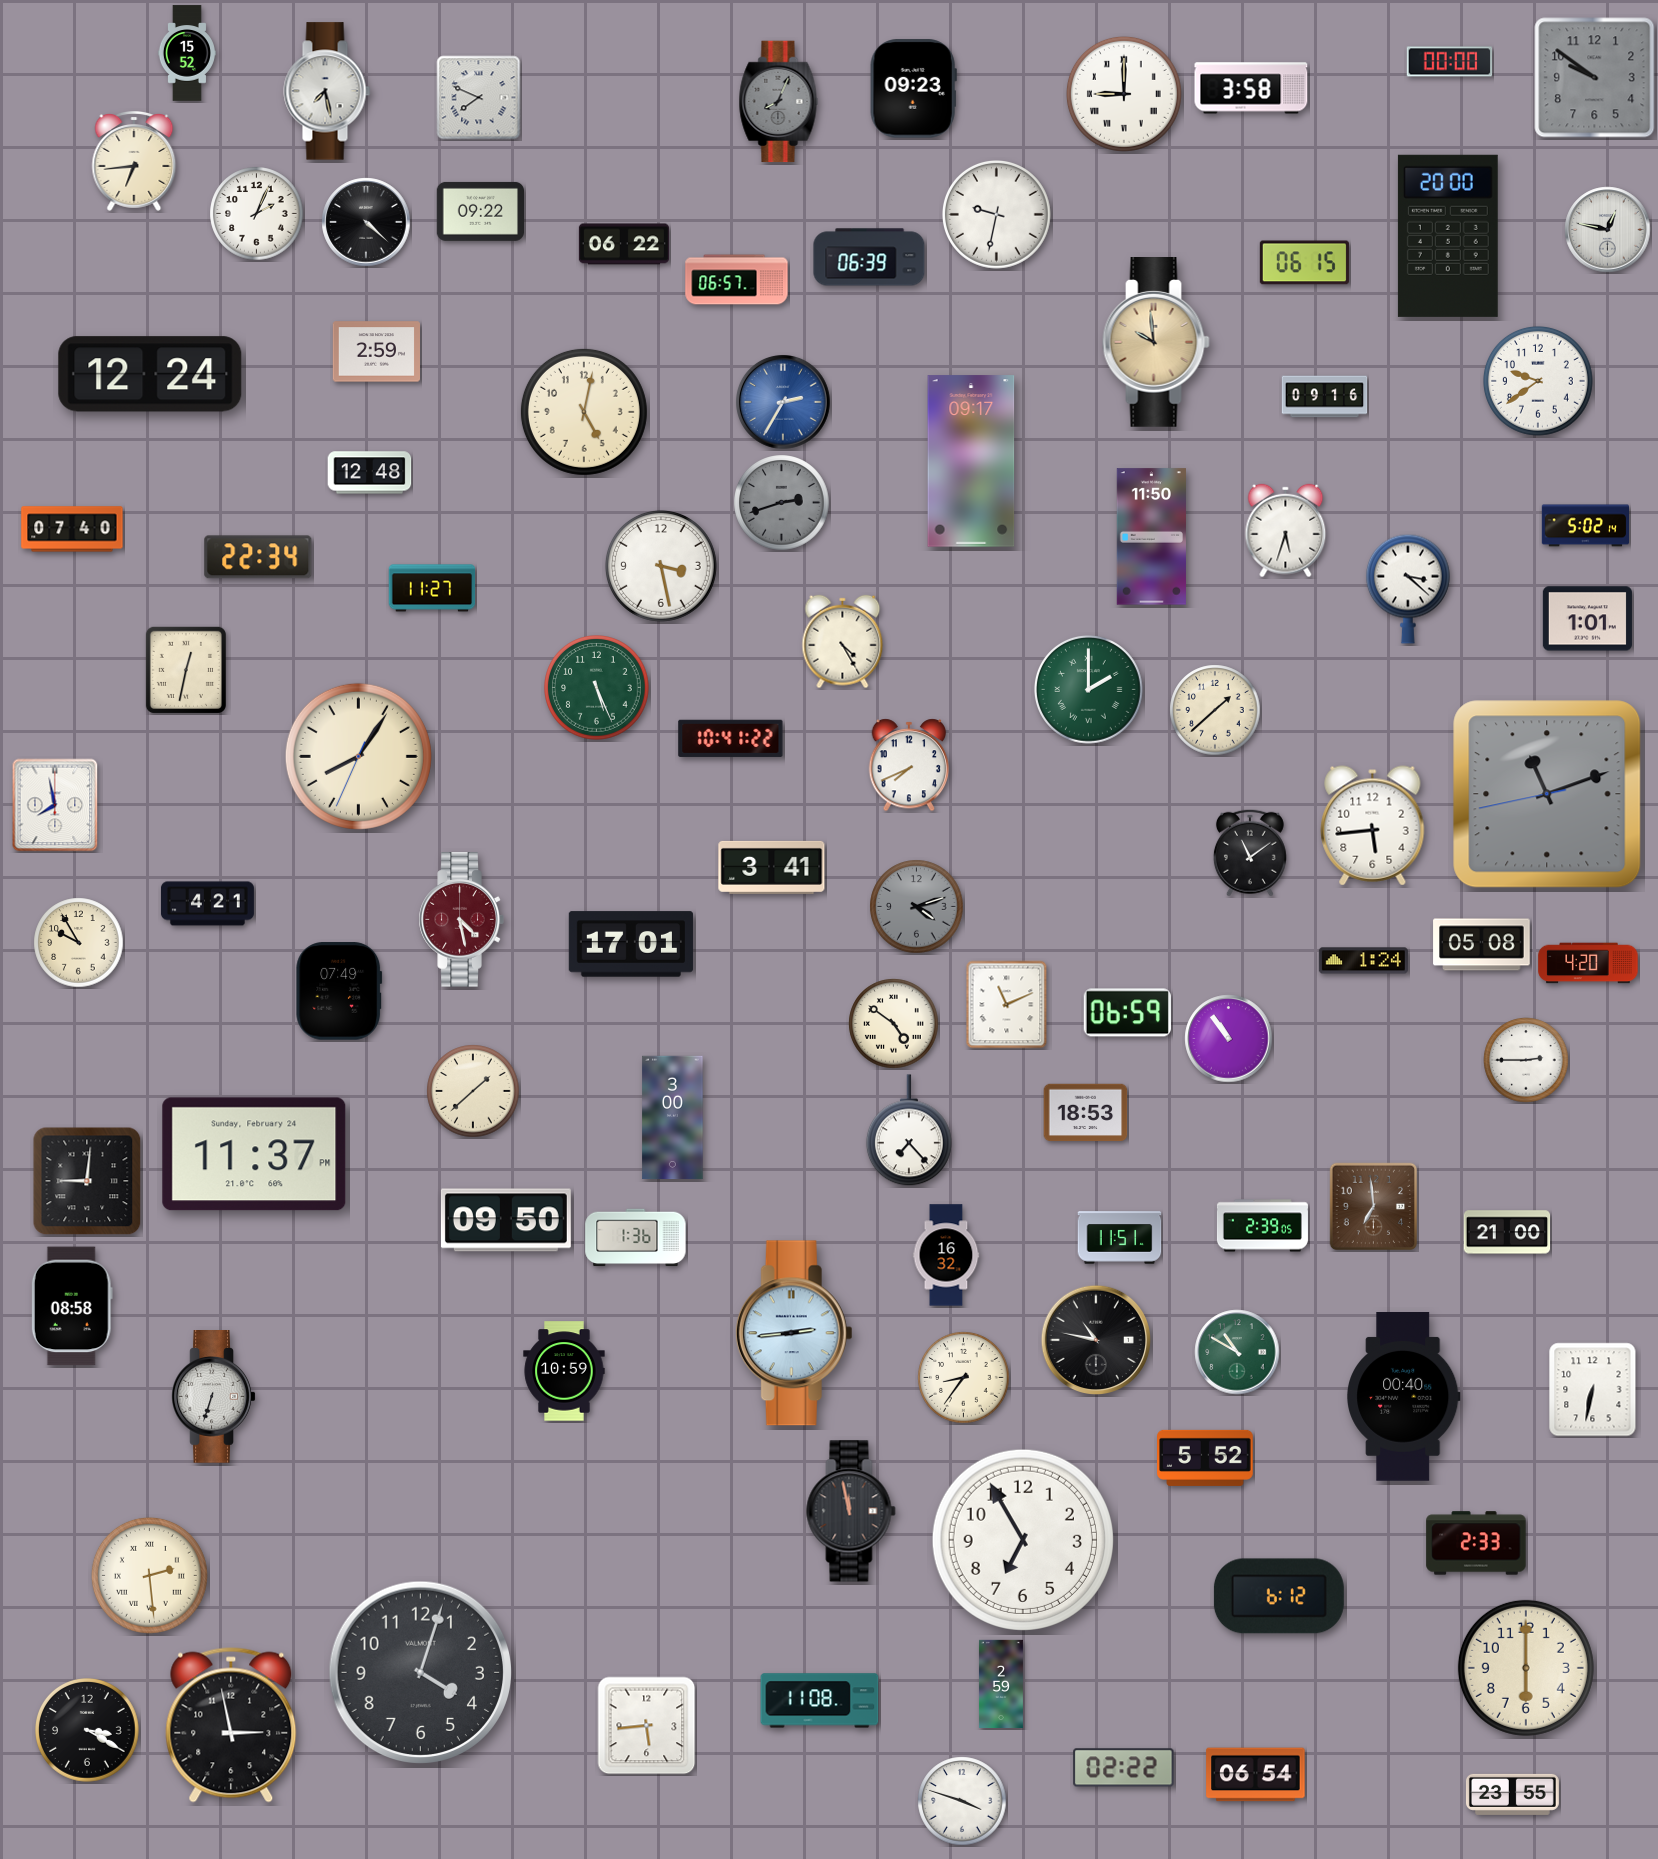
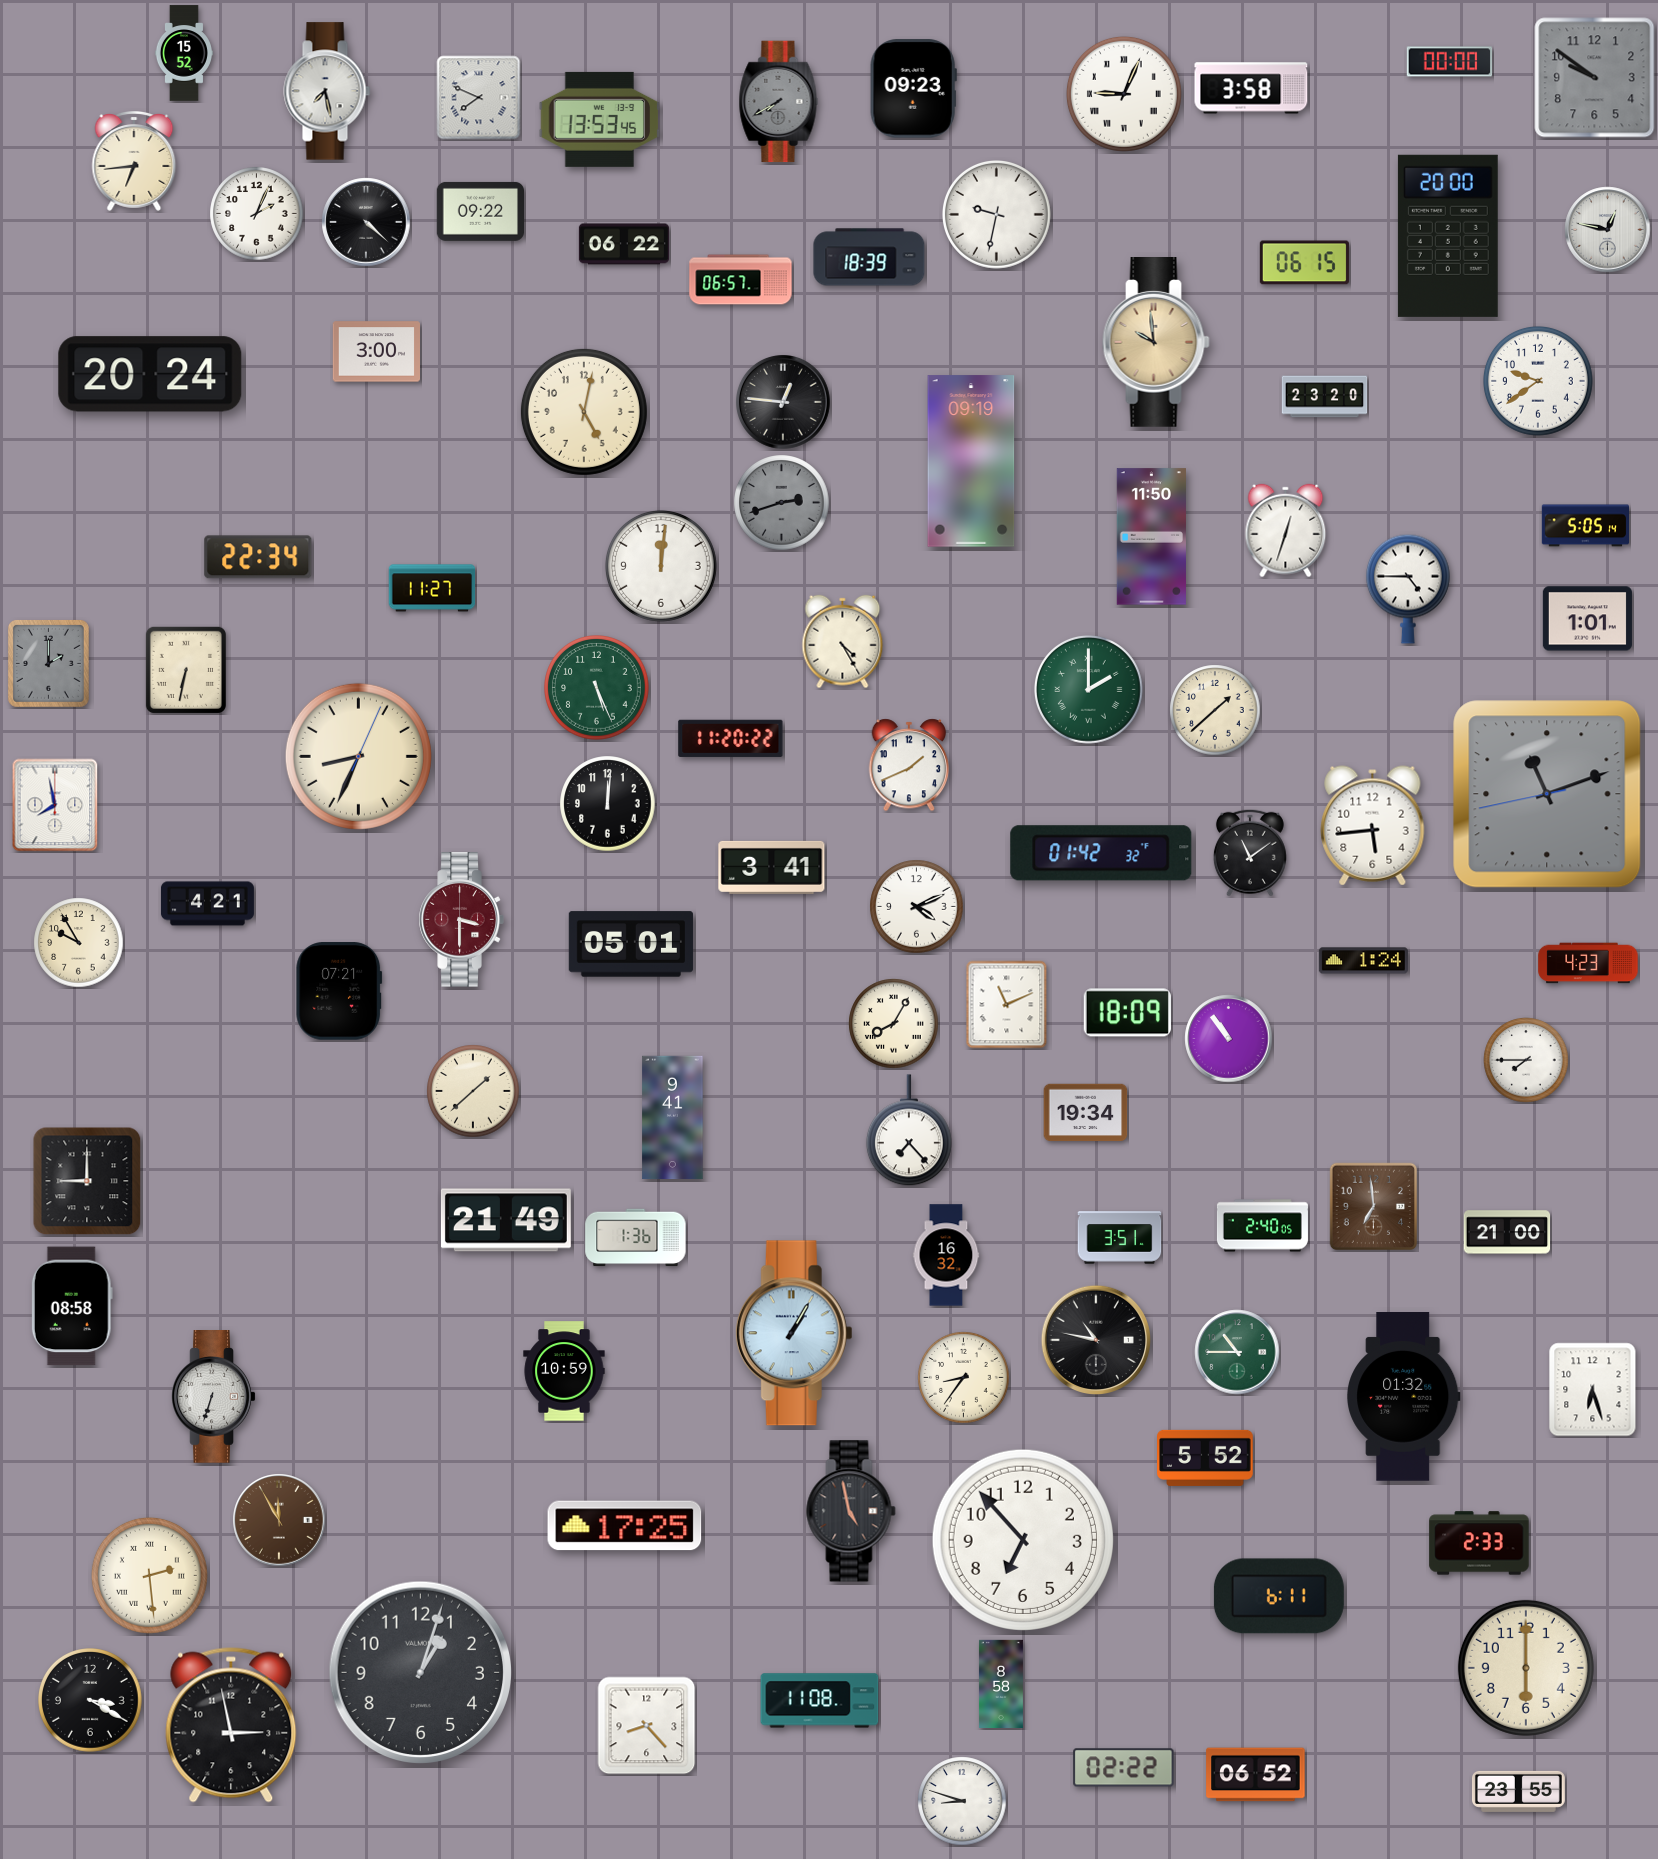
clock at (187, 53) position: (187, 53) -> (184, 53)
clock at (1124, 94): 9:00 -> 9:04
clock at (779, 102): 8:04 -> 7:40
clock at (600, 119): none -> 13:53
clock at (869, 257): 06:39 -> 18:39
clock at (737, 280) position: (737, 280) -> (741, 280)
clock at (376, 352): 2:59 -> 3:00
clock at (150, 374): 12:24 -> 20:24
clock at (1325, 397): 09:16 -> 23:20
clock at (784, 403): 2:35 -> 12:46
clock at (784, 403) dial: blue -> black
clock at (971, 461): 09:17 -> 09:19
clock at (370, 473): 12:48 -> none
clock at (1586, 526): 5:02 -> 5:05
clock at (72, 529): 07:40 -> none
clock at (1286, 531): 5:33 -> 12:33
clock at (661, 566): 3:28 -> 12:01
clock at (1408, 589): 3:22 -> 4:45
clock at (48, 663): none -> 2:00
clock at (186, 670): 12:32 -> 6:32
clock at (731, 738): 10:41 -> 11:20
clock at (358, 756): 8:05 -> 8:34
clock at (909, 765): 7:41 -> 1:41
clock at (608, 804): none -> 12:01
clock at (1101, 853): none -> 01:42
clock at (917, 907): 4:12 -> 4:11
clock at (917, 907) dial: grey -> white
clock at (461, 920): 4:28 -> 3:30
clock at (631, 944): 17:01 -> 05:01
clock at (1482, 945): 05:08 -> none
clock at (1588, 963): 4:20 -> 4:23
clock at (339, 991): 07:49 -> 07:21
clock at (1127, 1013): 06:59 -> 18:09
clock at (894, 1024): 4:51 -> 8:05
clock at (1526, 1060): 2:45 -> 7:45
clock at (1086, 1113): 18:53 -> 19:34
clock at (673, 1118): 3:00 -> 9:41
clock at (254, 1154): 11:37 -> none
clock at (87, 1181): 9:01 -> 9:00
clock at (506, 1220): 09:50 -> 21:49
clock at (1262, 1226): 2:39 -> 2:40
clock at (1120, 1238): 11:51 -> 3:51
clock at (794, 1333): 2:44 -> 1:05
clock at (1237, 1352): 10:50 -> 10:45
clock at (1593, 1390): 6:32 -> 6:27
clock at (1404, 1397): 00:40 -> 01:32
clock at (851, 1511): 11:58 -> 4:58
clock at (279, 1520): none -> 11:55
clock at (625, 1526): none -> 17:25
clock at (1023, 1540): 6:55 -> 6:53
clock at (1476, 1543) position: (1476, 1543) -> (1479, 1543)
clock at (1279, 1596): 6:12 -> 6:11
clock at (420, 1672): 4:03 -> 1:03
clock at (1001, 1683): 2:59 -> 8:58
clock at (647, 1726): 5:44 -> 8:23
clock at (88, 1731) position: (88, 1731) -> (91, 1701)
clock at (1256, 1775): 06:54 -> 06:52
clock at (1512, 1794) position: (1512, 1794) -> (1518, 1791)
clock at (962, 1801): 3:48 -> 8:48
